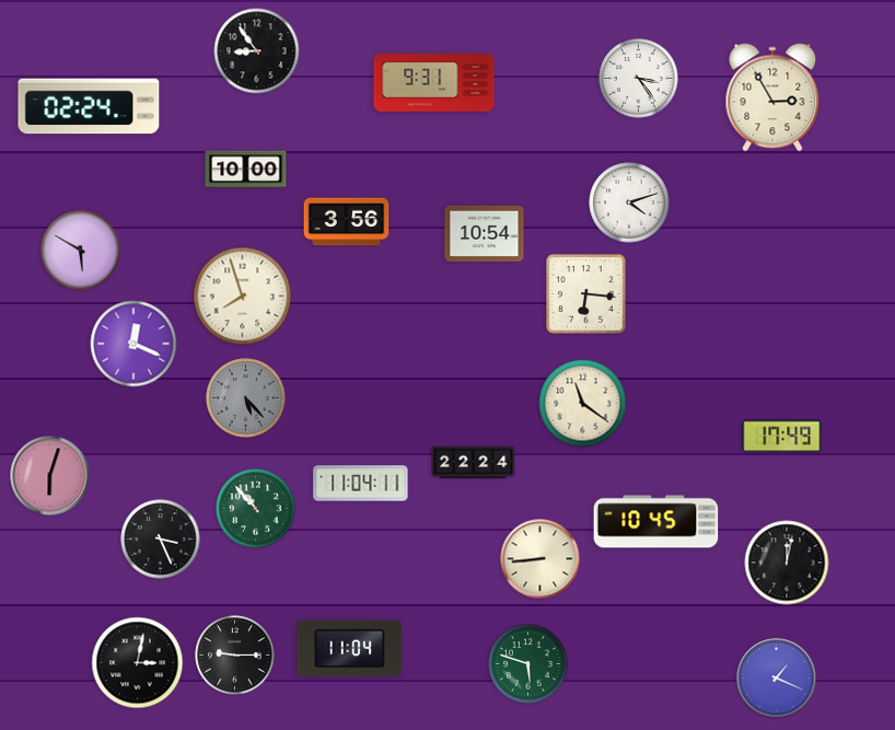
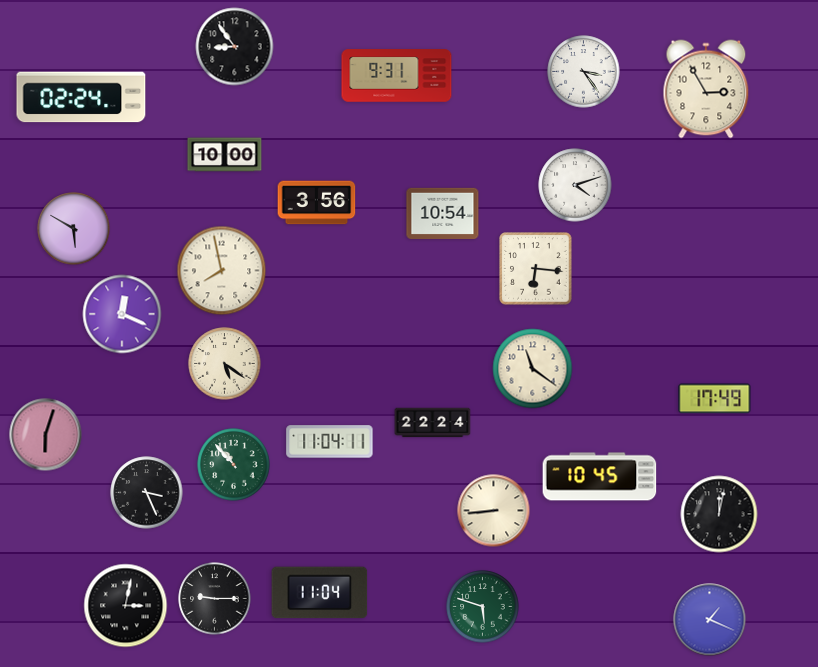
clock at (243, 297): 7:57 -> 7:58
clock at (246, 398): 5:23 -> 5:21
clock at (246, 398) dial: grey -> cream
